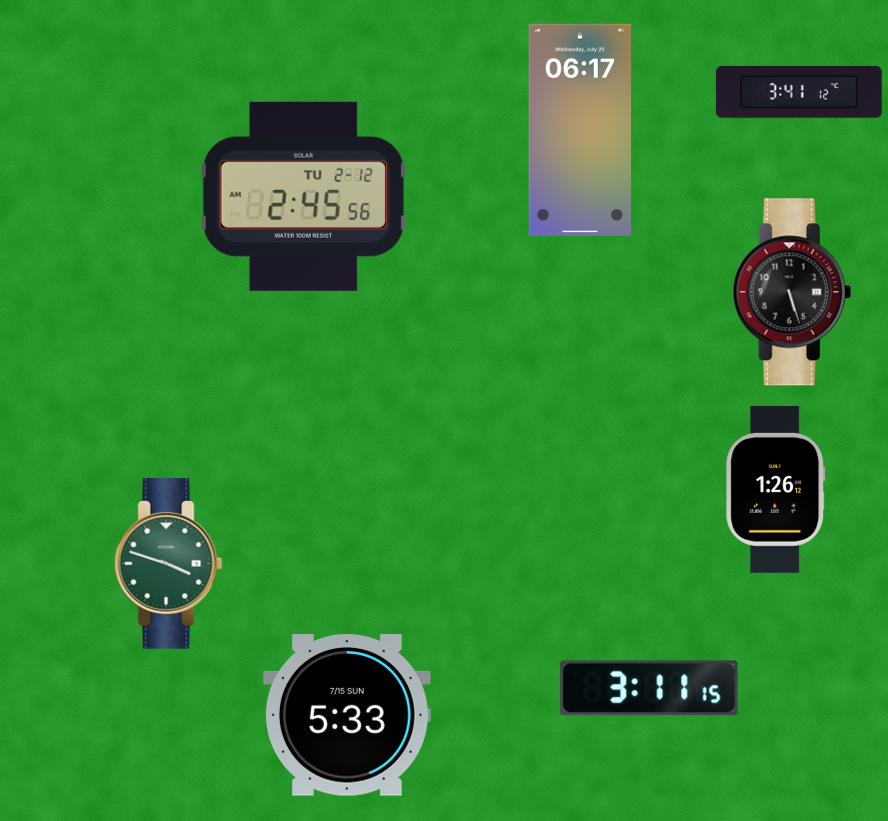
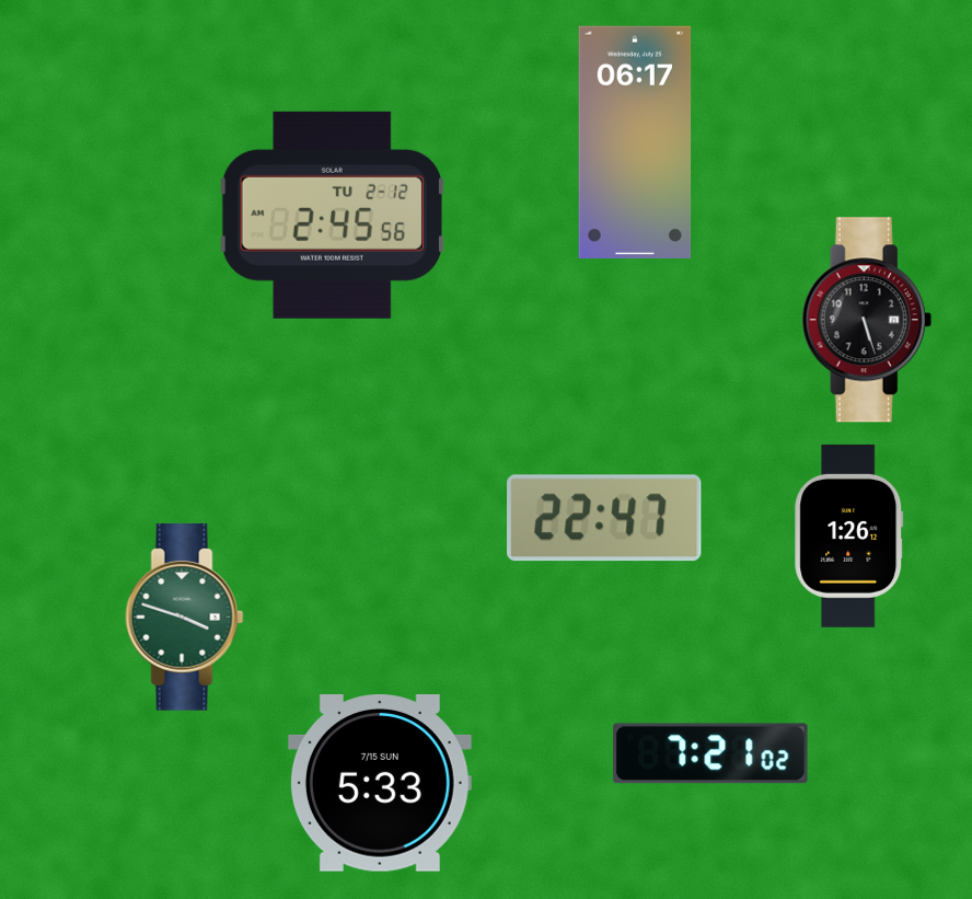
clock at (799, 93): 3:41 -> none
clock at (605, 518): none -> 22:47
clock at (649, 688): 3:11 -> 7:21
